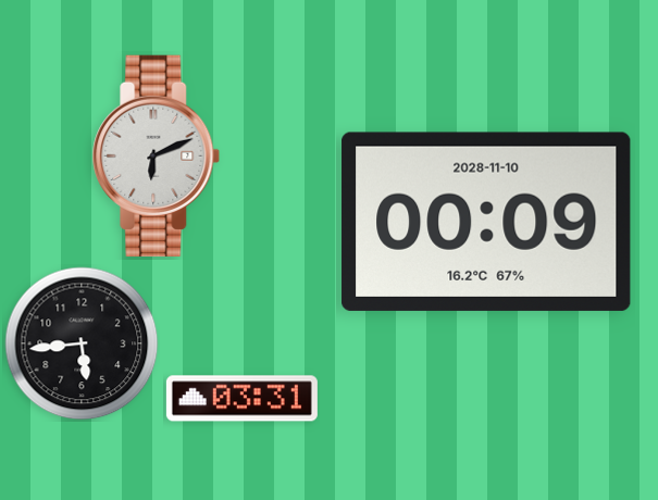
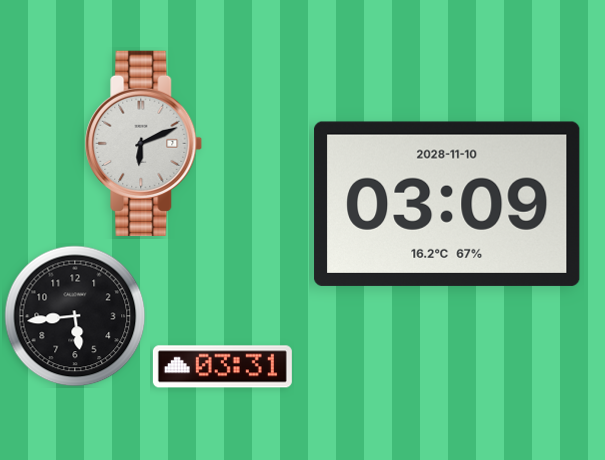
clock at (486, 222): 00:09 -> 03:09
